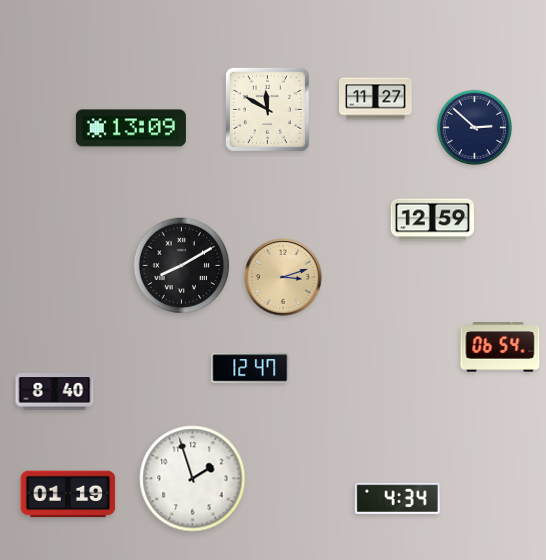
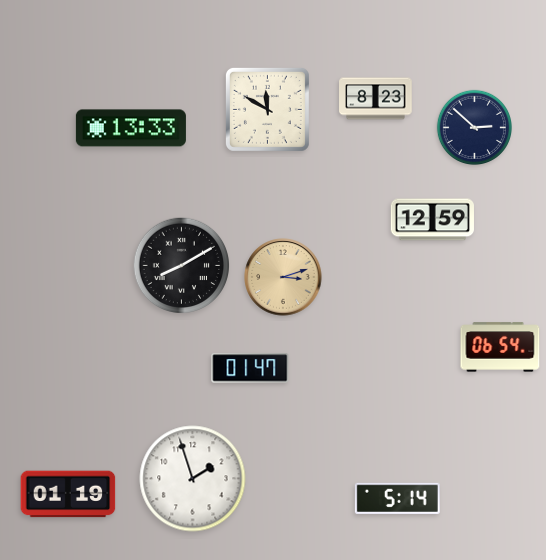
clock at (376, 99): 11:27 -> 8:23
clock at (131, 128): 13:09 -> 13:33
clock at (250, 368): 12:47 -> 01:47
clock at (55, 392): 8:40 -> none
clock at (397, 498): 4:34 -> 5:14
